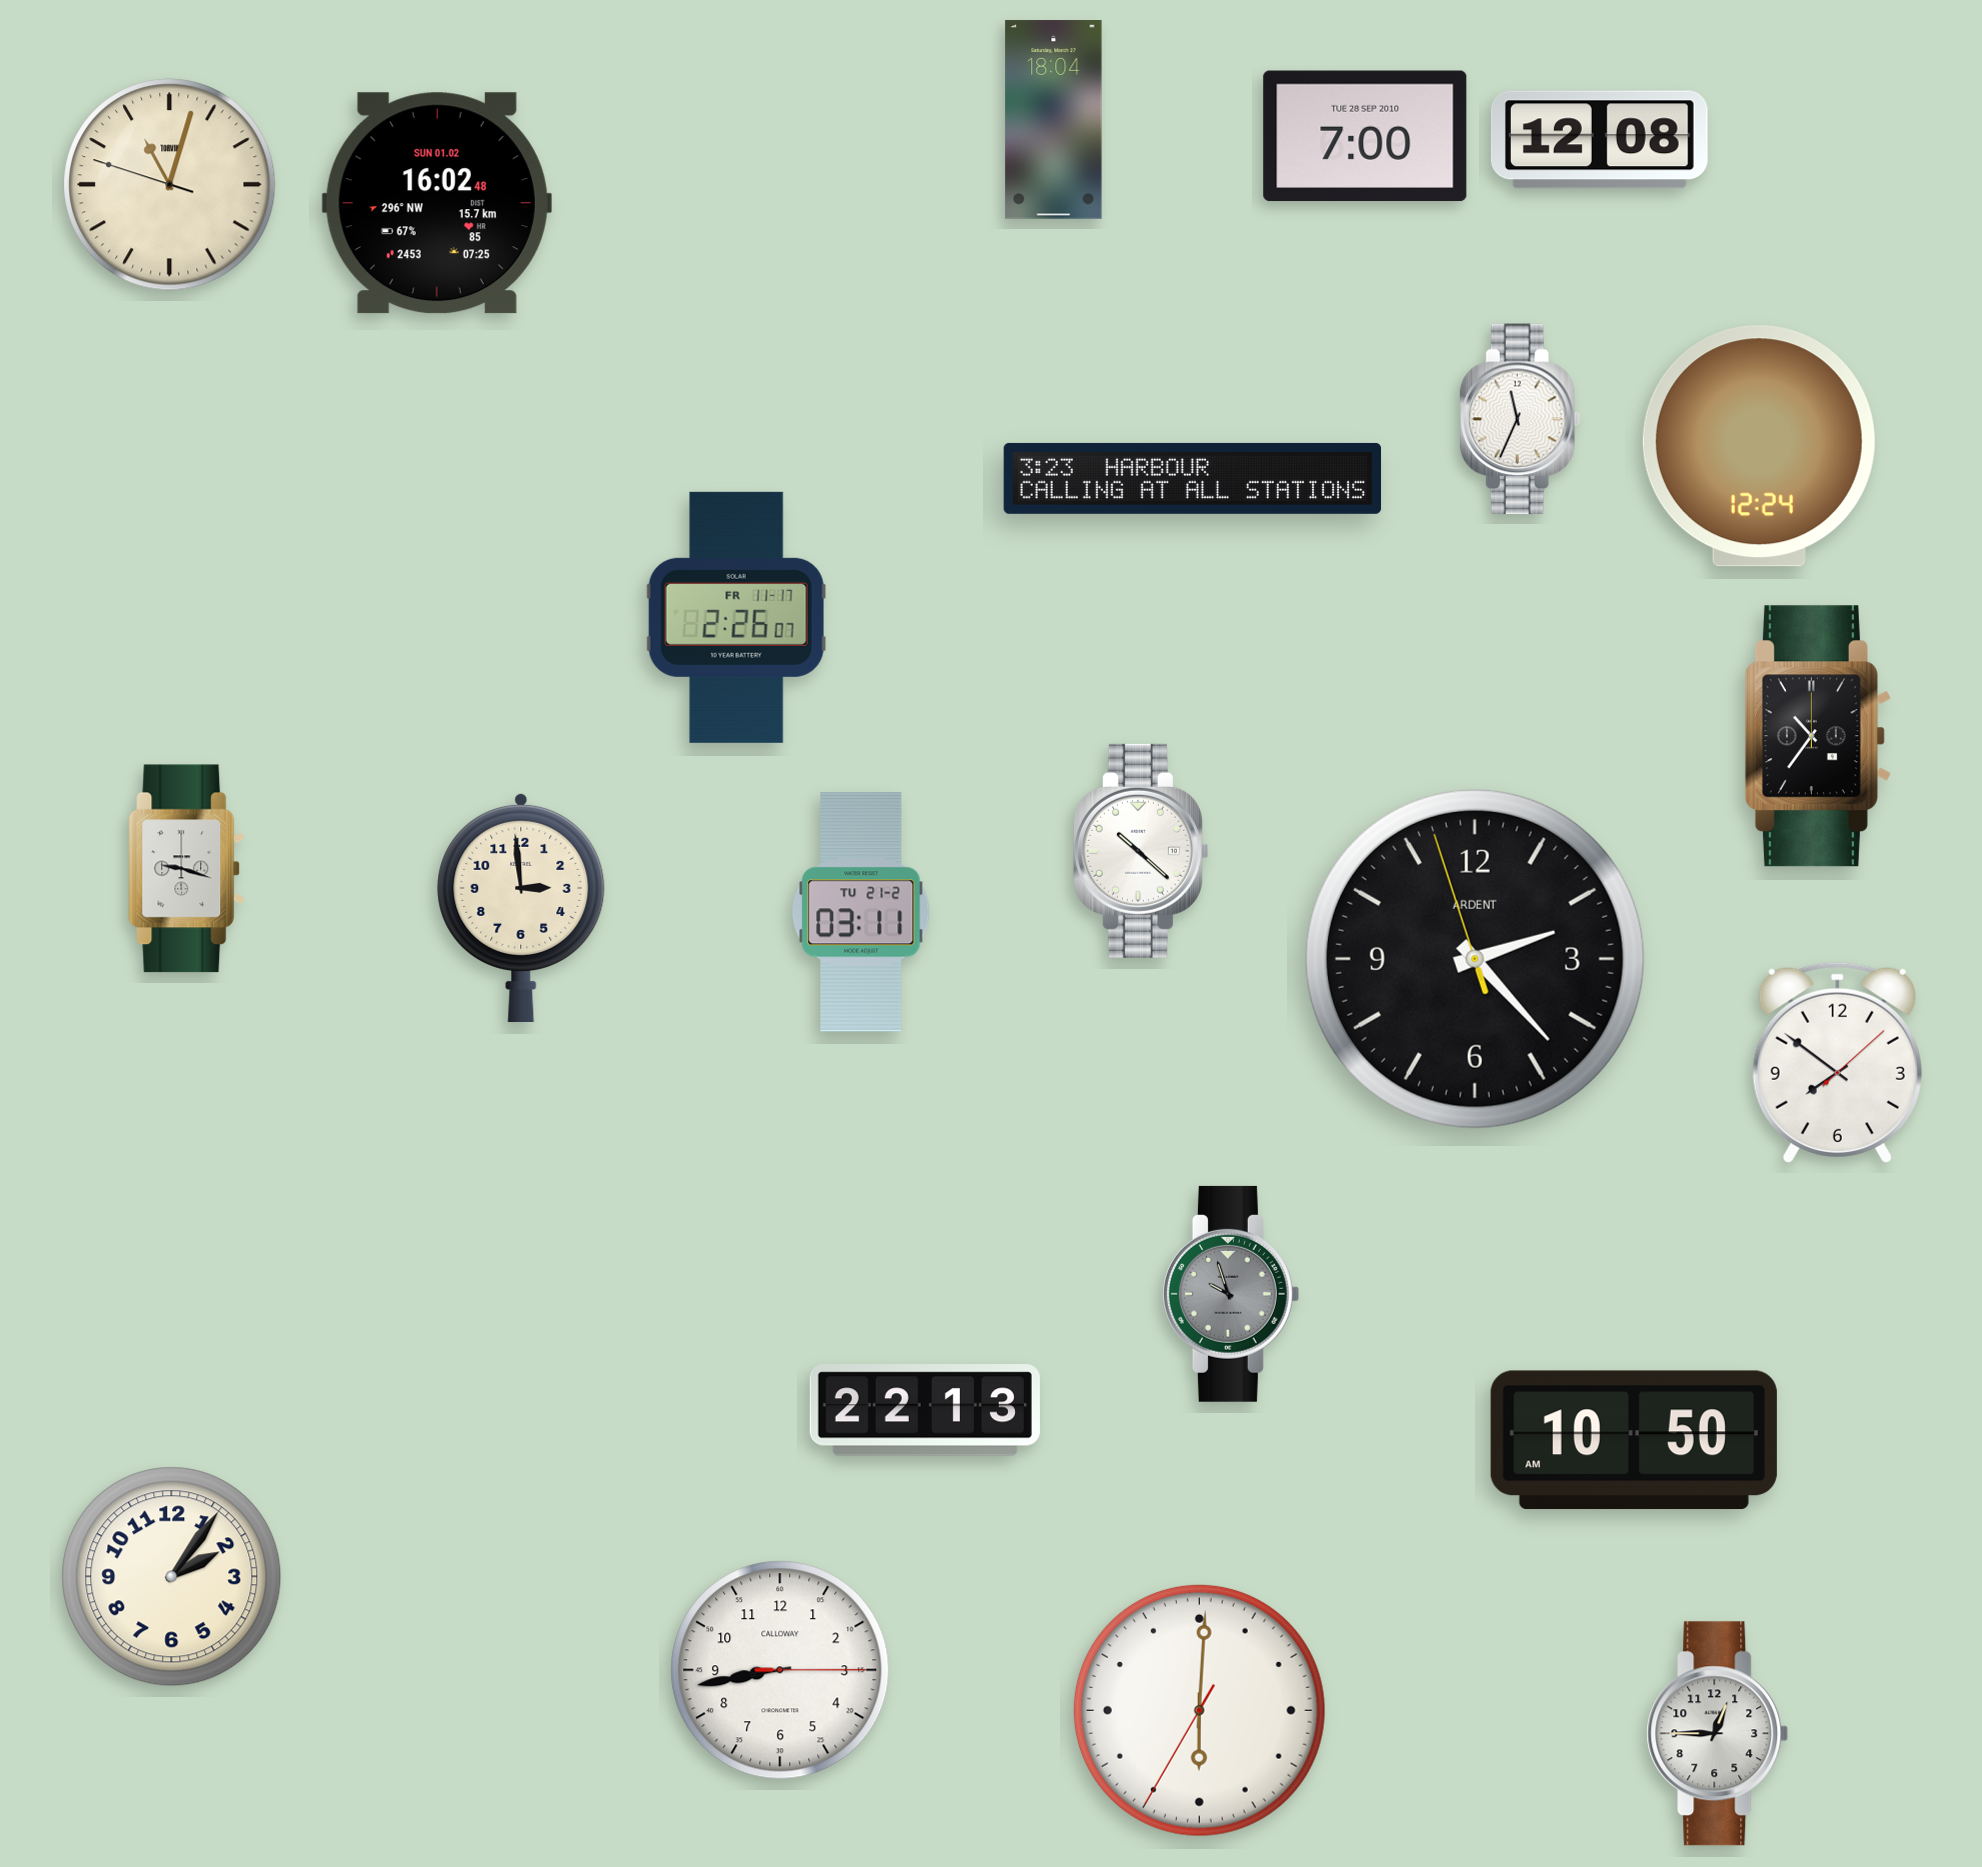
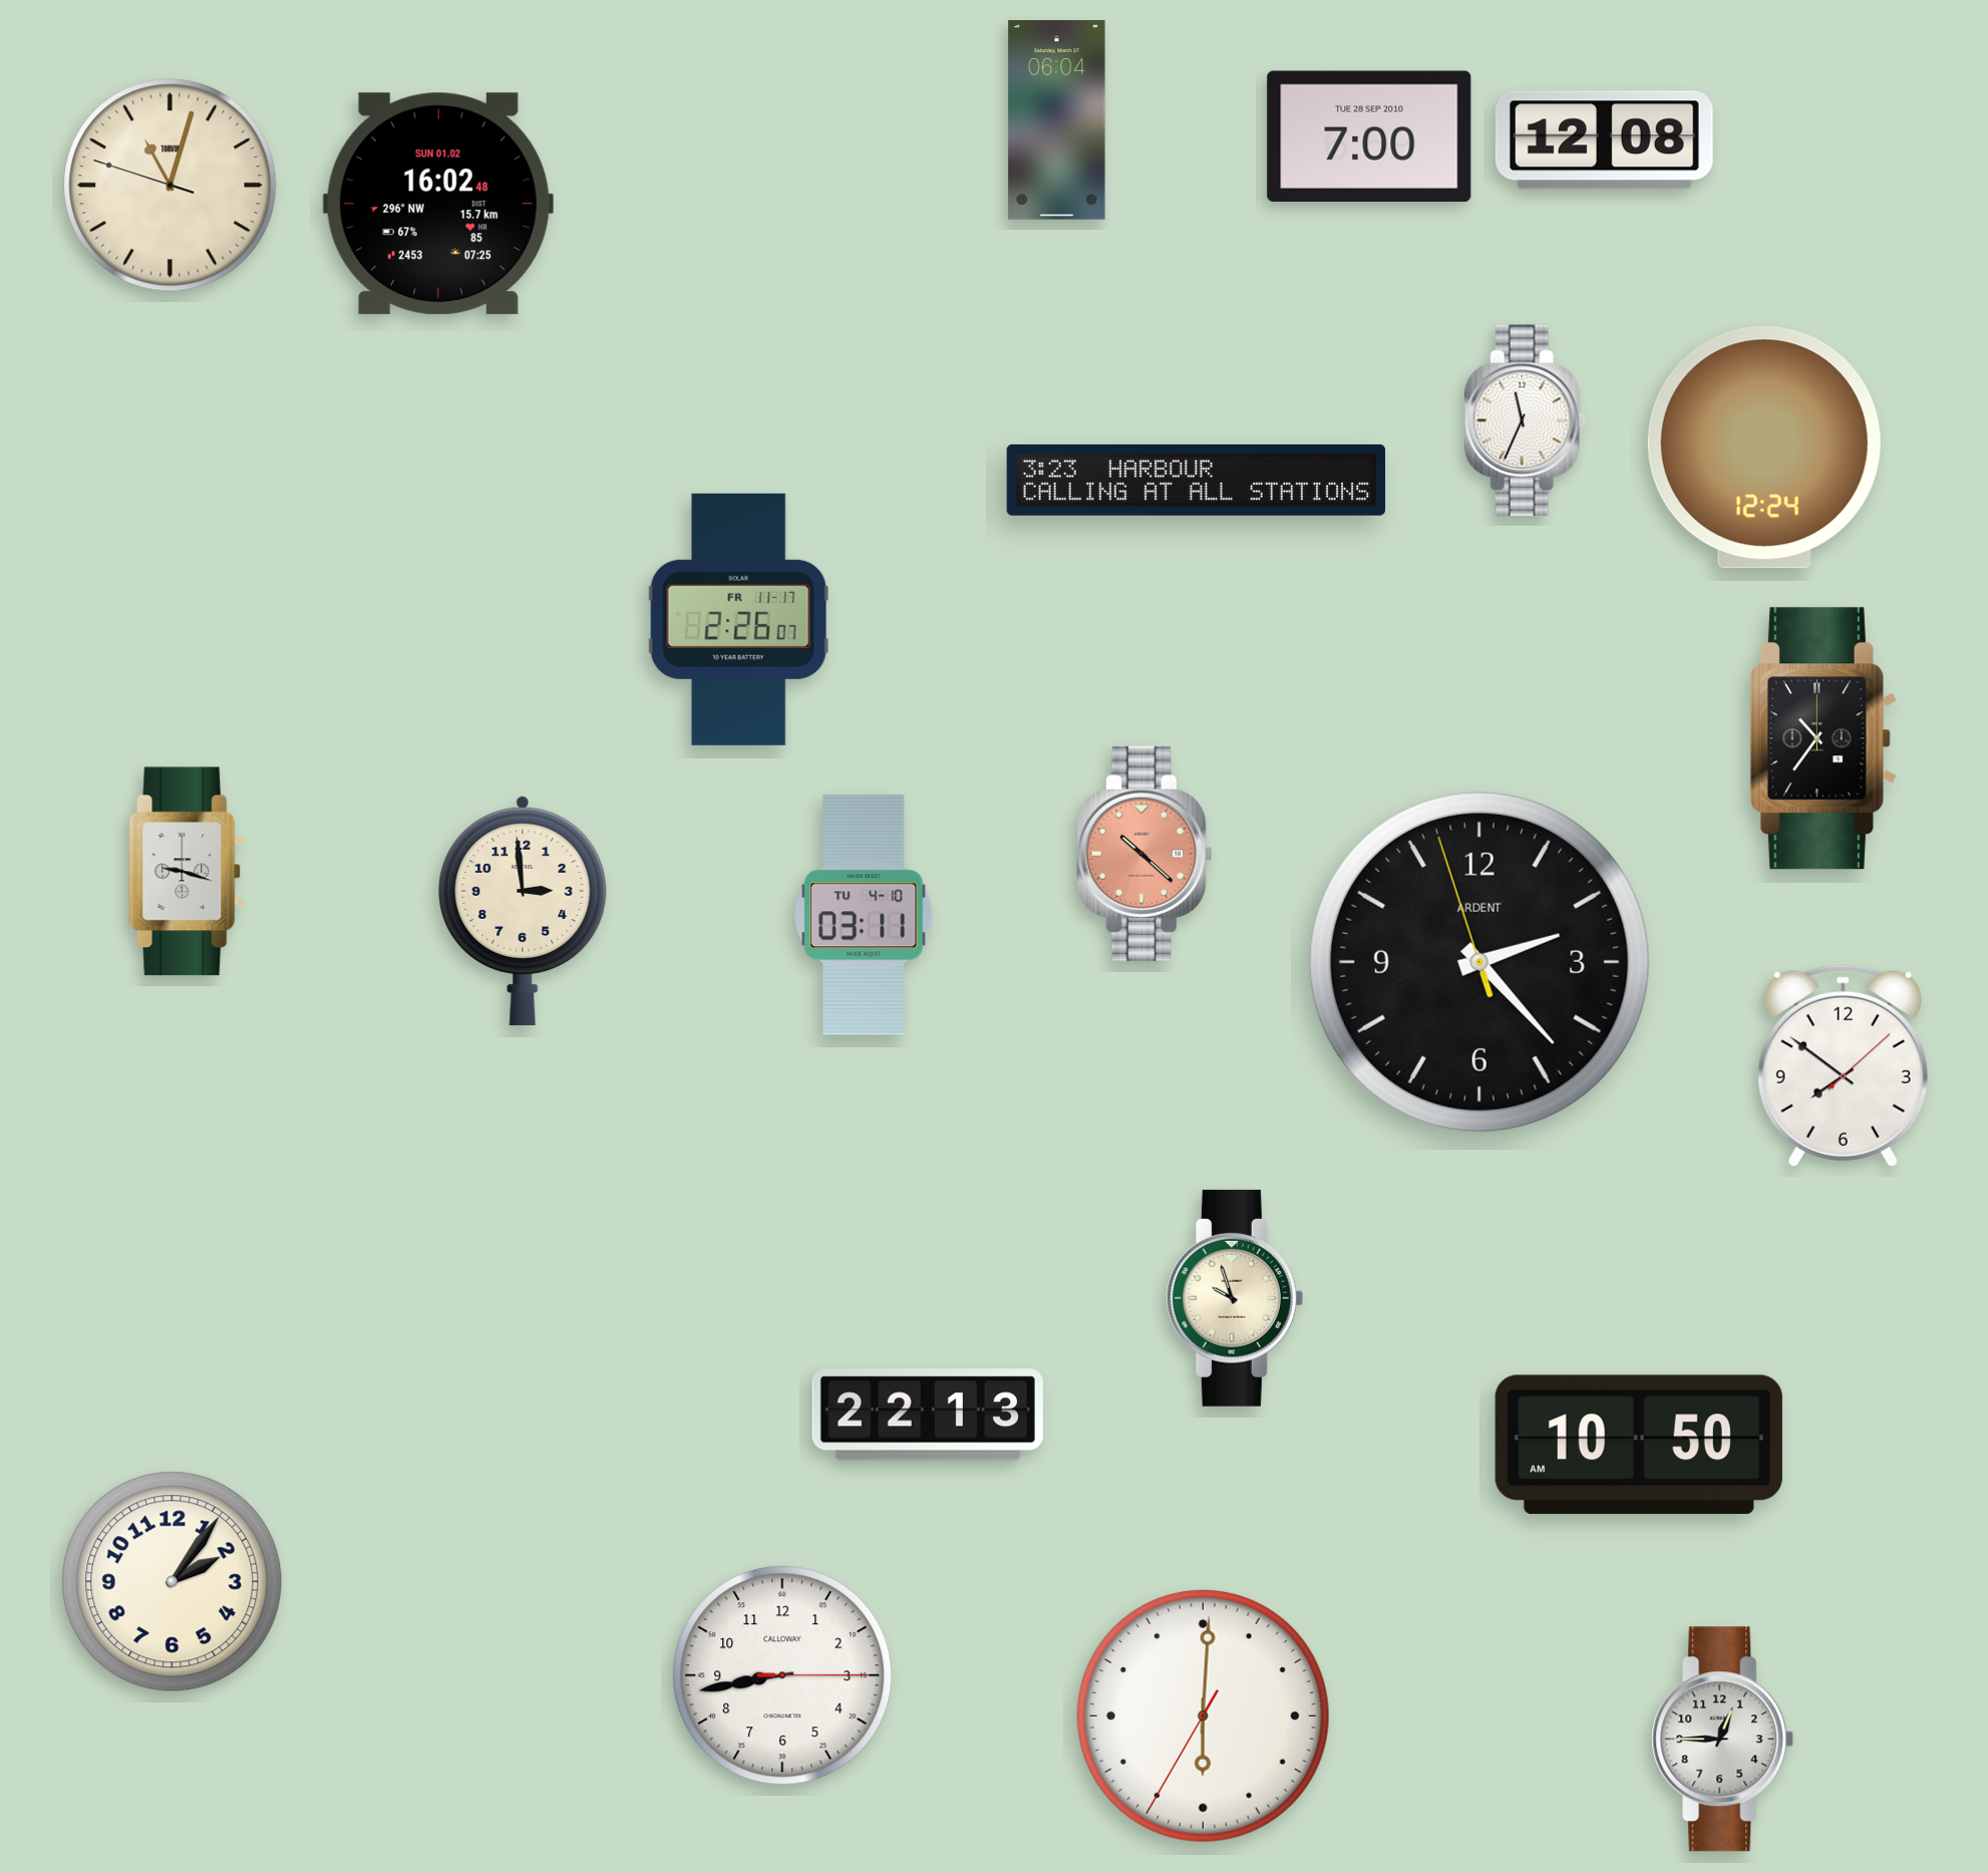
clock at (1054, 120): 18:04 -> 06:04
clock at (1141, 851) dial: white -> salmon
clock at (861, 912) date: TU 21-2 -> TU 4-10
clock at (1231, 1294) dial: grey -> cream
